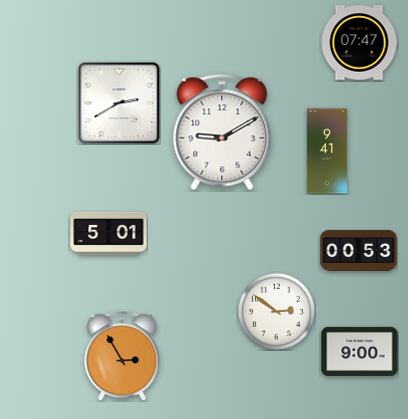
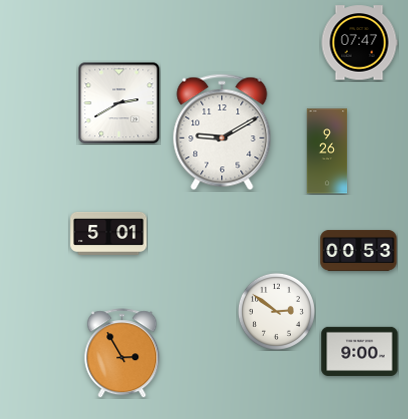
clock at (327, 151): 9:41 -> 9:26
clock at (122, 356) position: (122, 356) -> (122, 353)
